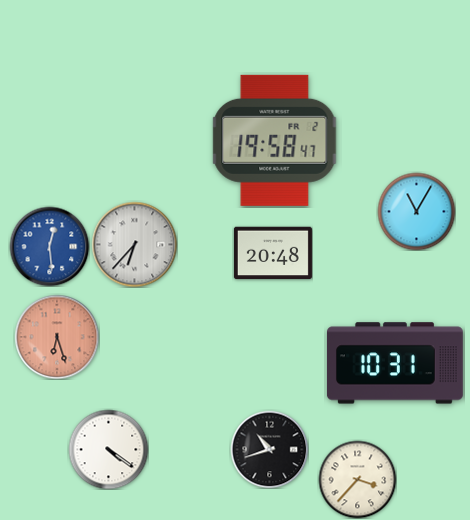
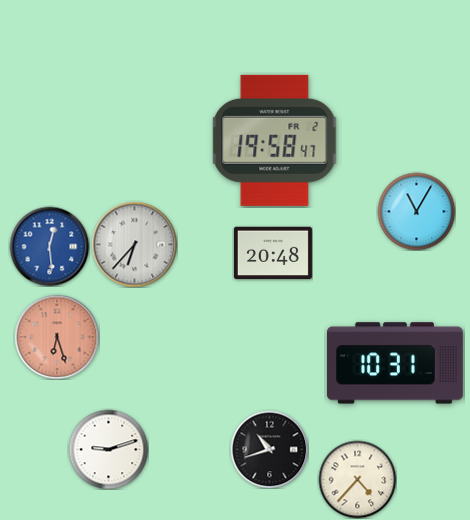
clock at (108, 449): 4:21 -> 9:12
clock at (357, 479): 3:37 -> 4:37
